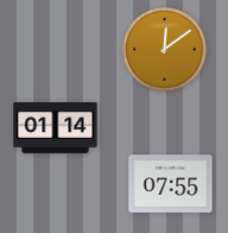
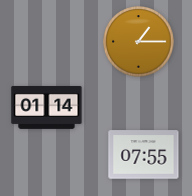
clock at (165, 50): 12:09 -> 1:15
